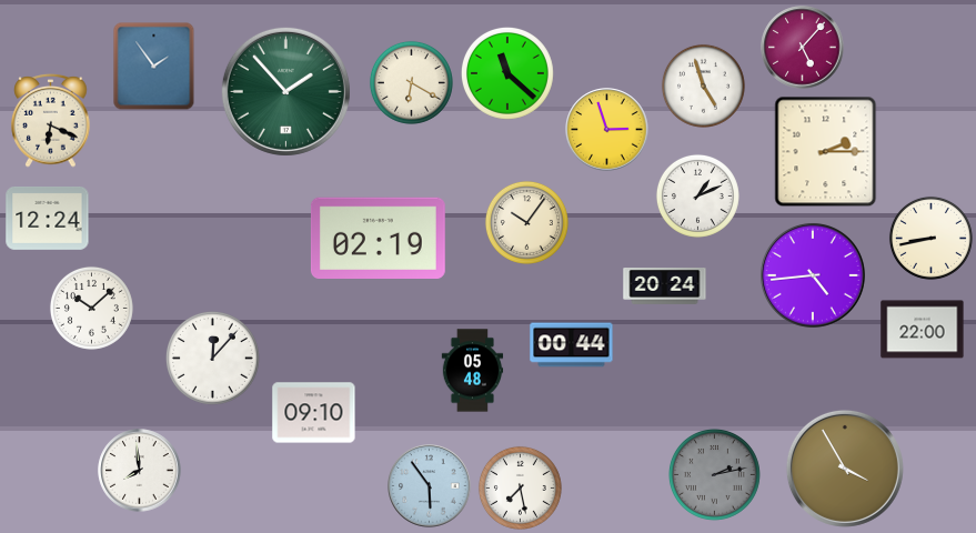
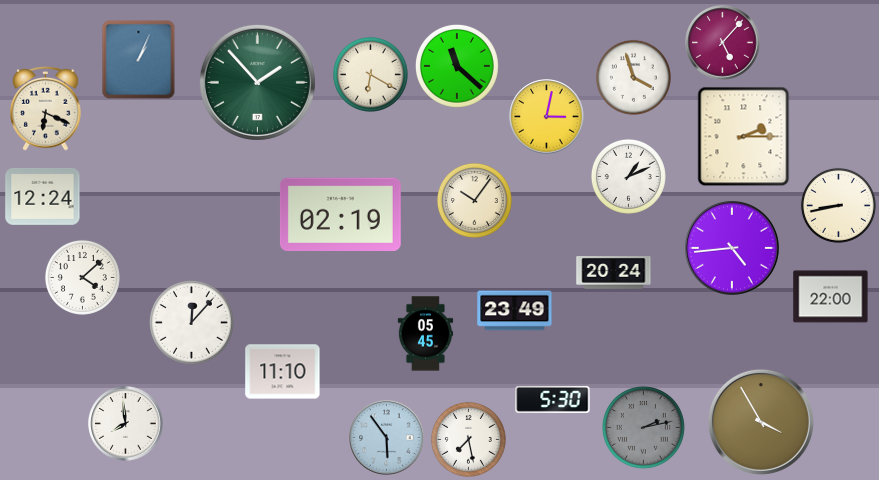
clock at (154, 67): 1:54 -> 1:04
clock at (703, 86): 4:57 -> 3:57
clock at (607, 130): 2:57 -> 3:02
clock at (930, 238) position: (930, 238) -> (838, 205)
clock at (665, 286) position: (665, 286) -> (614, 273)
clock at (91, 308): 10:08 -> 4:08
clock at (572, 345): 00:44 -> 23:49
clock at (473, 371): 05:48 -> 05:45
clock at (314, 413): 09:10 -> 11:10
clock at (553, 399): none -> 5:30
